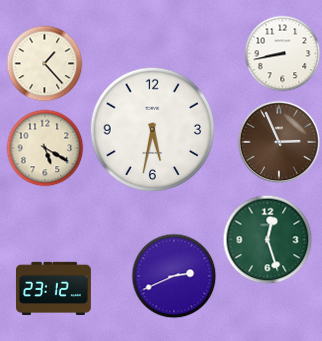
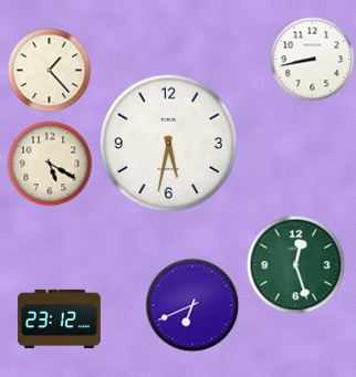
clock at (279, 142): 2:56 -> none
clock at (174, 276): 2:41 -> 6:41
